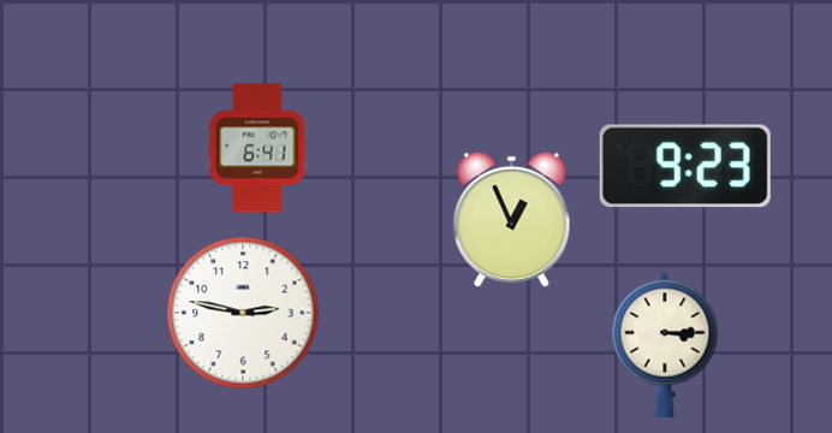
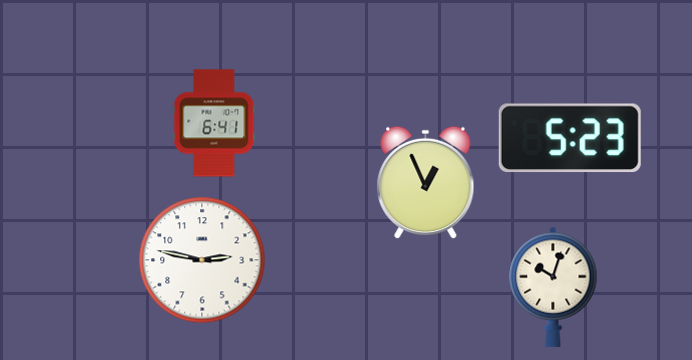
clock at (685, 166): 9:23 -> 5:23
clock at (665, 345): 3:15 -> 10:03
